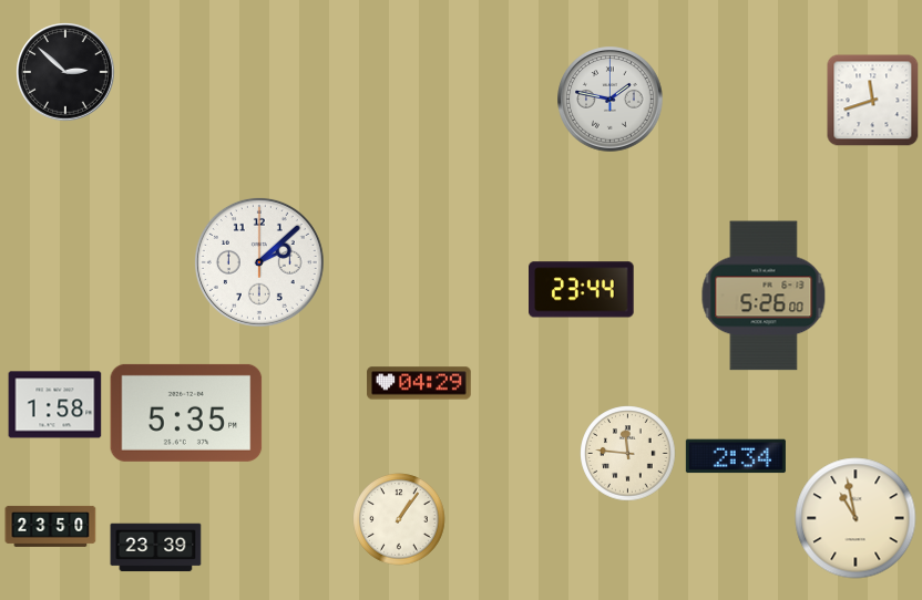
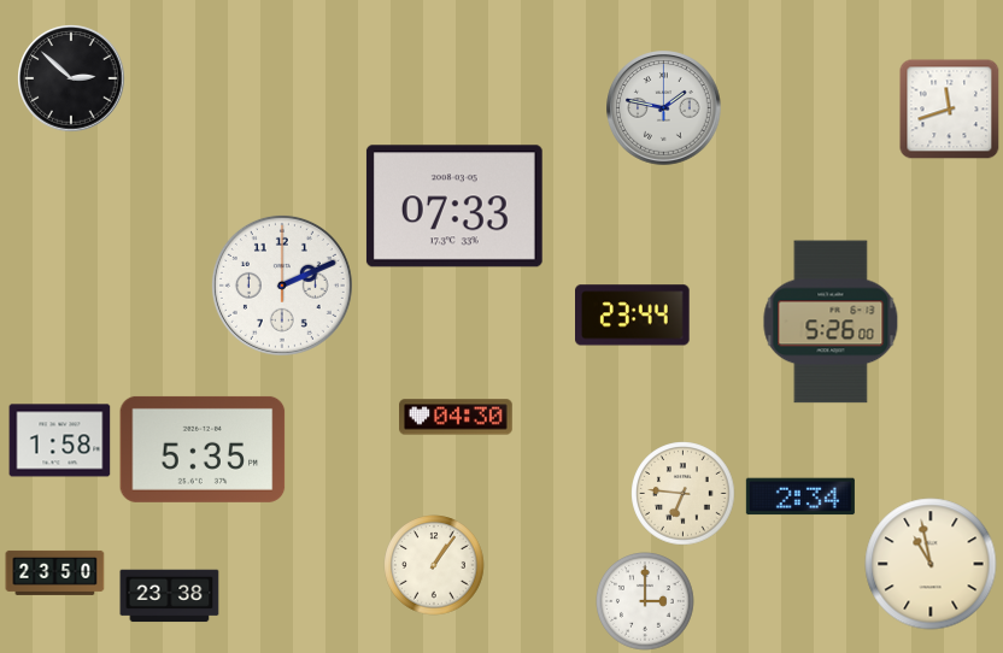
clock at (454, 206): none -> 07:33
clock at (259, 262): 2:08 -> 2:11
clock at (419, 383): 04:29 -> 04:30
clock at (628, 454): 11:46 -> 6:46
clock at (156, 548): 23:39 -> 23:38
clock at (646, 602): none -> 3:00
